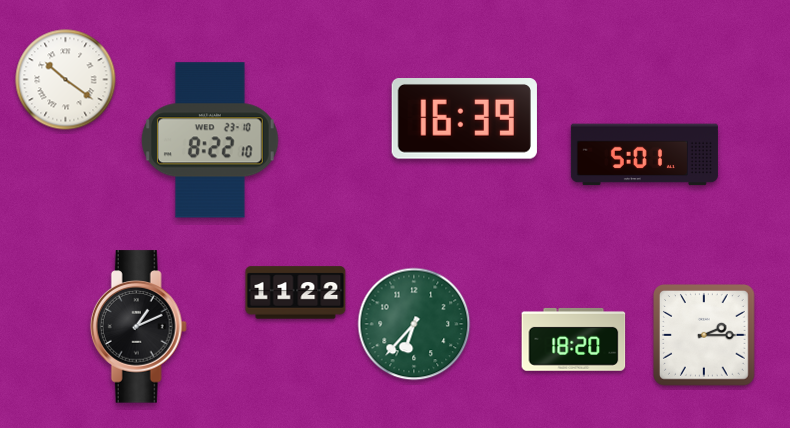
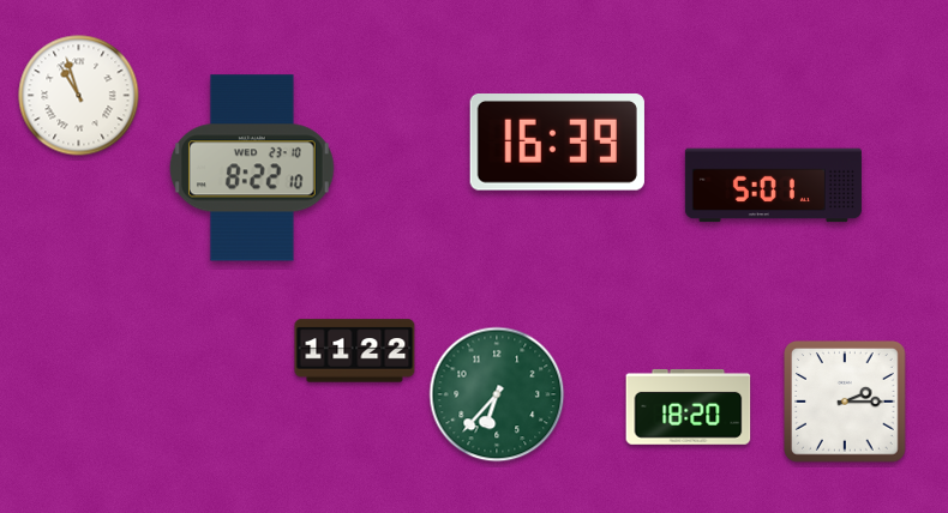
clock at (66, 80): 10:21 -> 10:57
clock at (414, 324) position: (414, 324) -> (497, 394)
clock at (138, 327): 1:11 -> none
